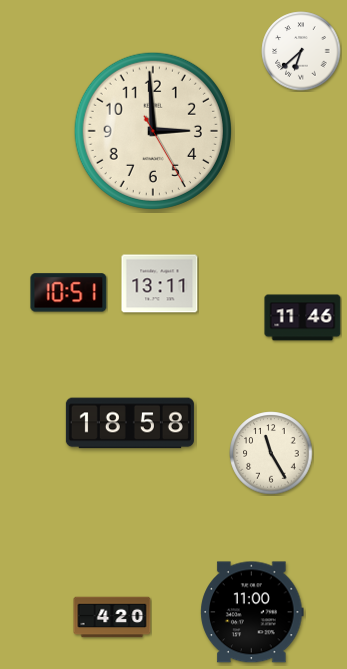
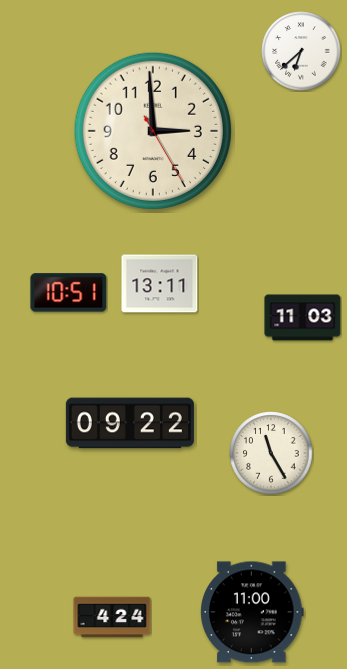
clock at (303, 318): 11:46 -> 11:03
clock at (130, 423): 18:58 -> 09:22
clock at (112, 617): 4:20 -> 4:24
